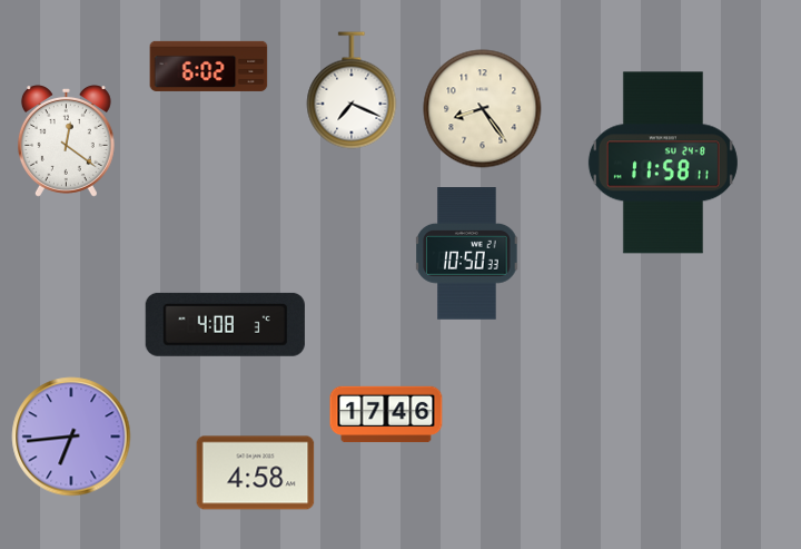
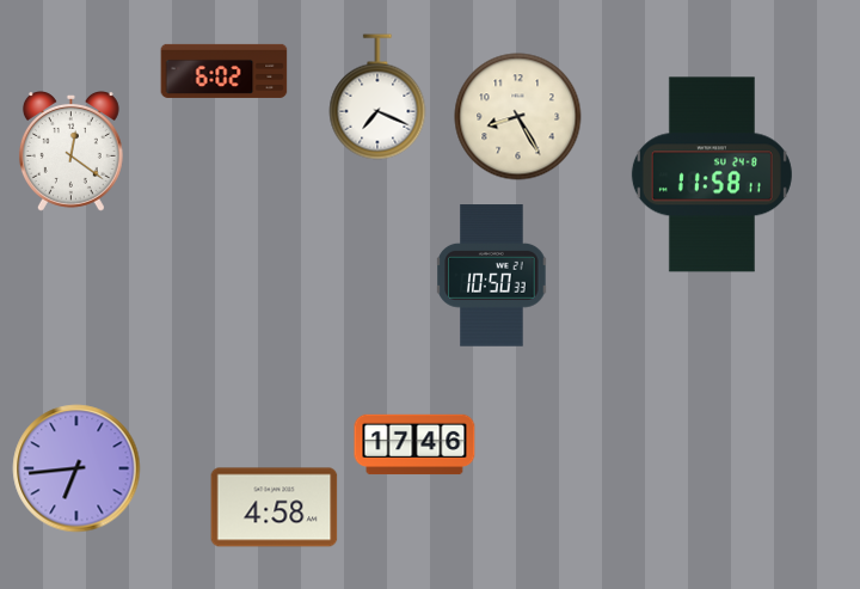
clock at (483, 109): 8:24 -> 8:25
clock at (467, 254) position: (467, 254) -> (492, 276)
clock at (225, 324): 4:08 -> none
